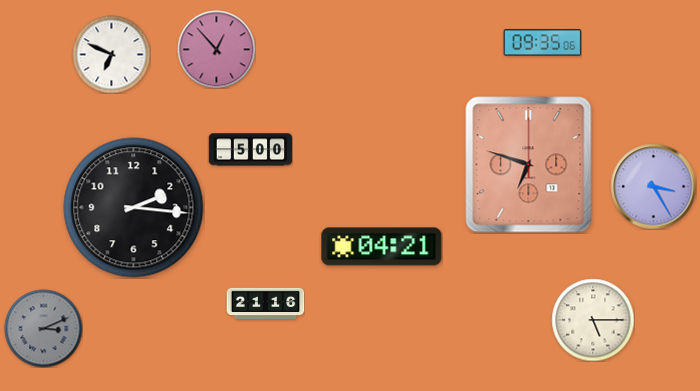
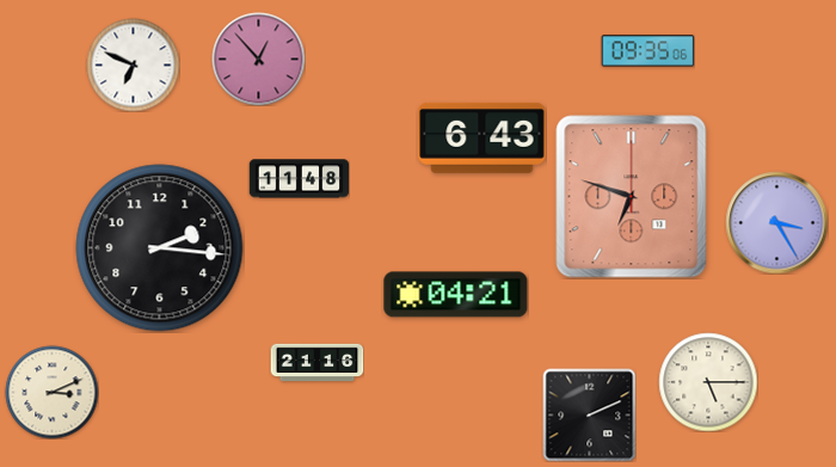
clock at (482, 137): none -> 6:43
clock at (250, 150): 5:00 -> 11:48
clock at (653, 186) position: (653, 186) -> (776, 222)
clock at (43, 328) dial: grey -> cream
clock at (589, 414): none -> 2:11
